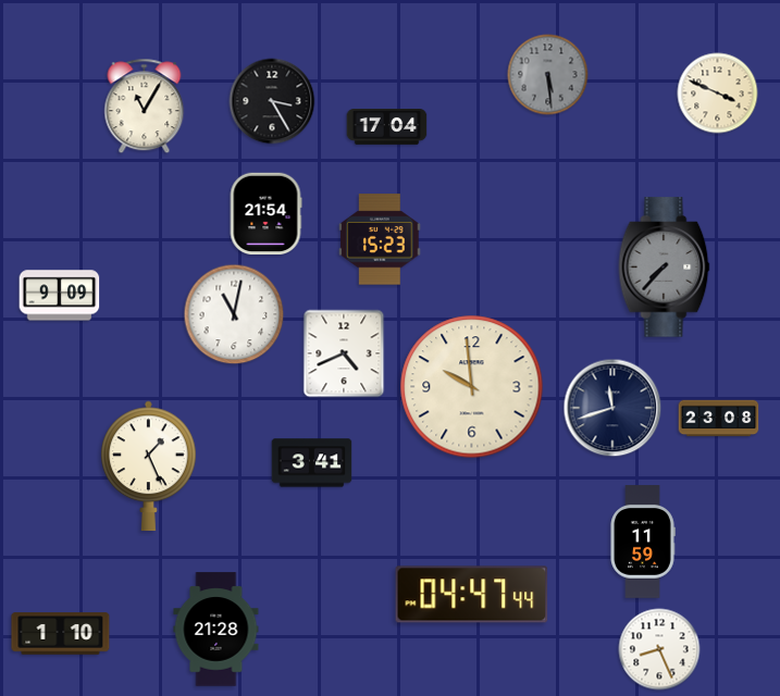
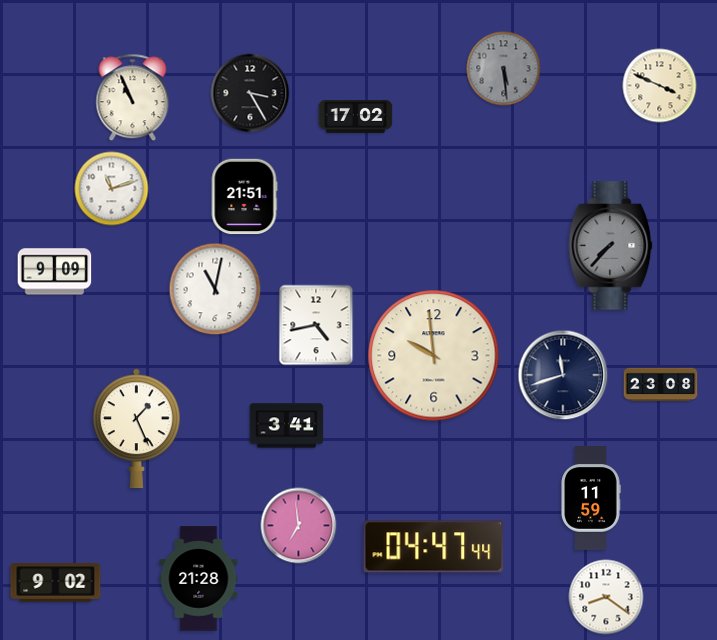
clock at (145, 107): 11:05 -> 10:56
clock at (387, 127): 17:04 -> 17:02
clock at (112, 189): none -> 11:12
clock at (265, 214): 21:54 -> 21:51
clock at (380, 239): 15:23 -> none
clock at (344, 353): 4:41 -> 4:43
clock at (299, 526): none -> 6:59
clock at (61, 634): 1:10 -> 9:02
clock at (659, 649): 8:26 -> 8:21
